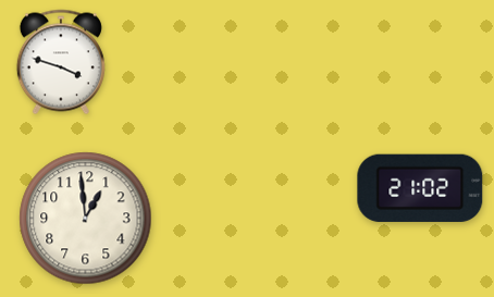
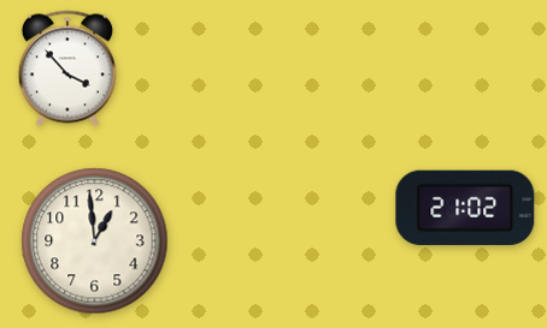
clock at (61, 62): 3:48 -> 3:53
